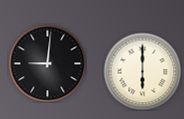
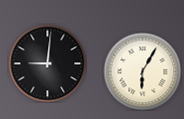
clock at (142, 71): 6:00 -> 6:05
